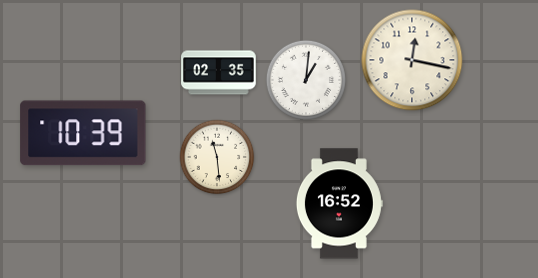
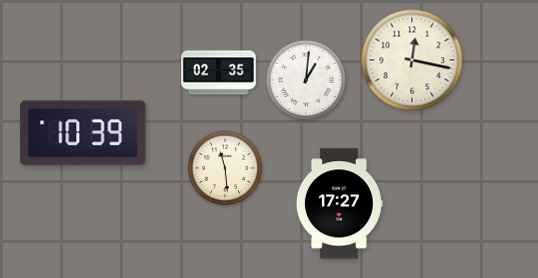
clock at (217, 157) position: (217, 157) -> (225, 168)
clock at (339, 204): 16:52 -> 17:27
